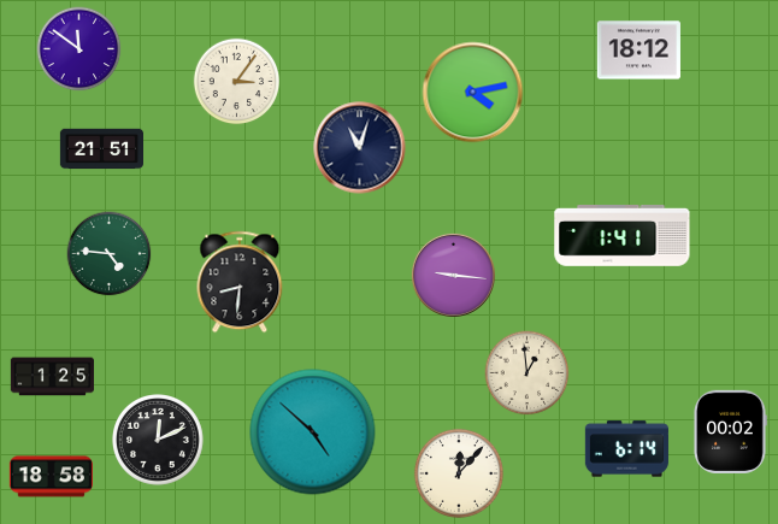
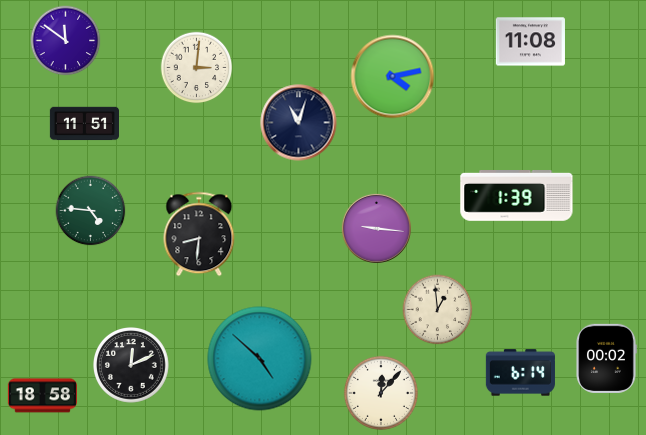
clock at (638, 51): 18:12 -> 11:08
clock at (237, 82): 3:06 -> 3:01
clock at (101, 149): 21:51 -> 11:51
clock at (623, 236): 1:41 -> 1:39
clock at (52, 377): 1:25 -> none
